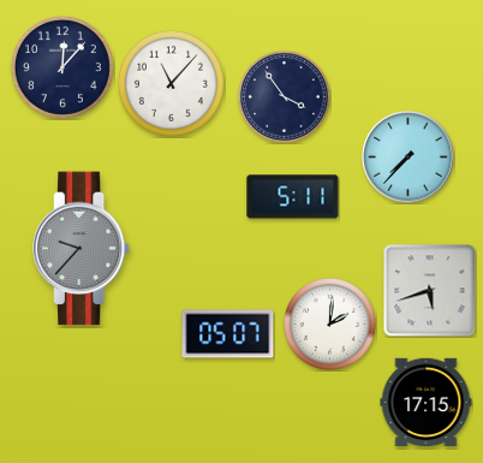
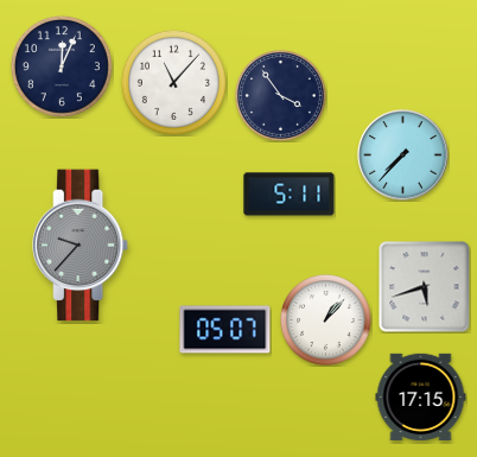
clock at (62, 67): 12:07 -> 12:04
clock at (171, 83) position: (171, 83) -> (173, 82)
clock at (330, 325): 2:01 -> 1:07
